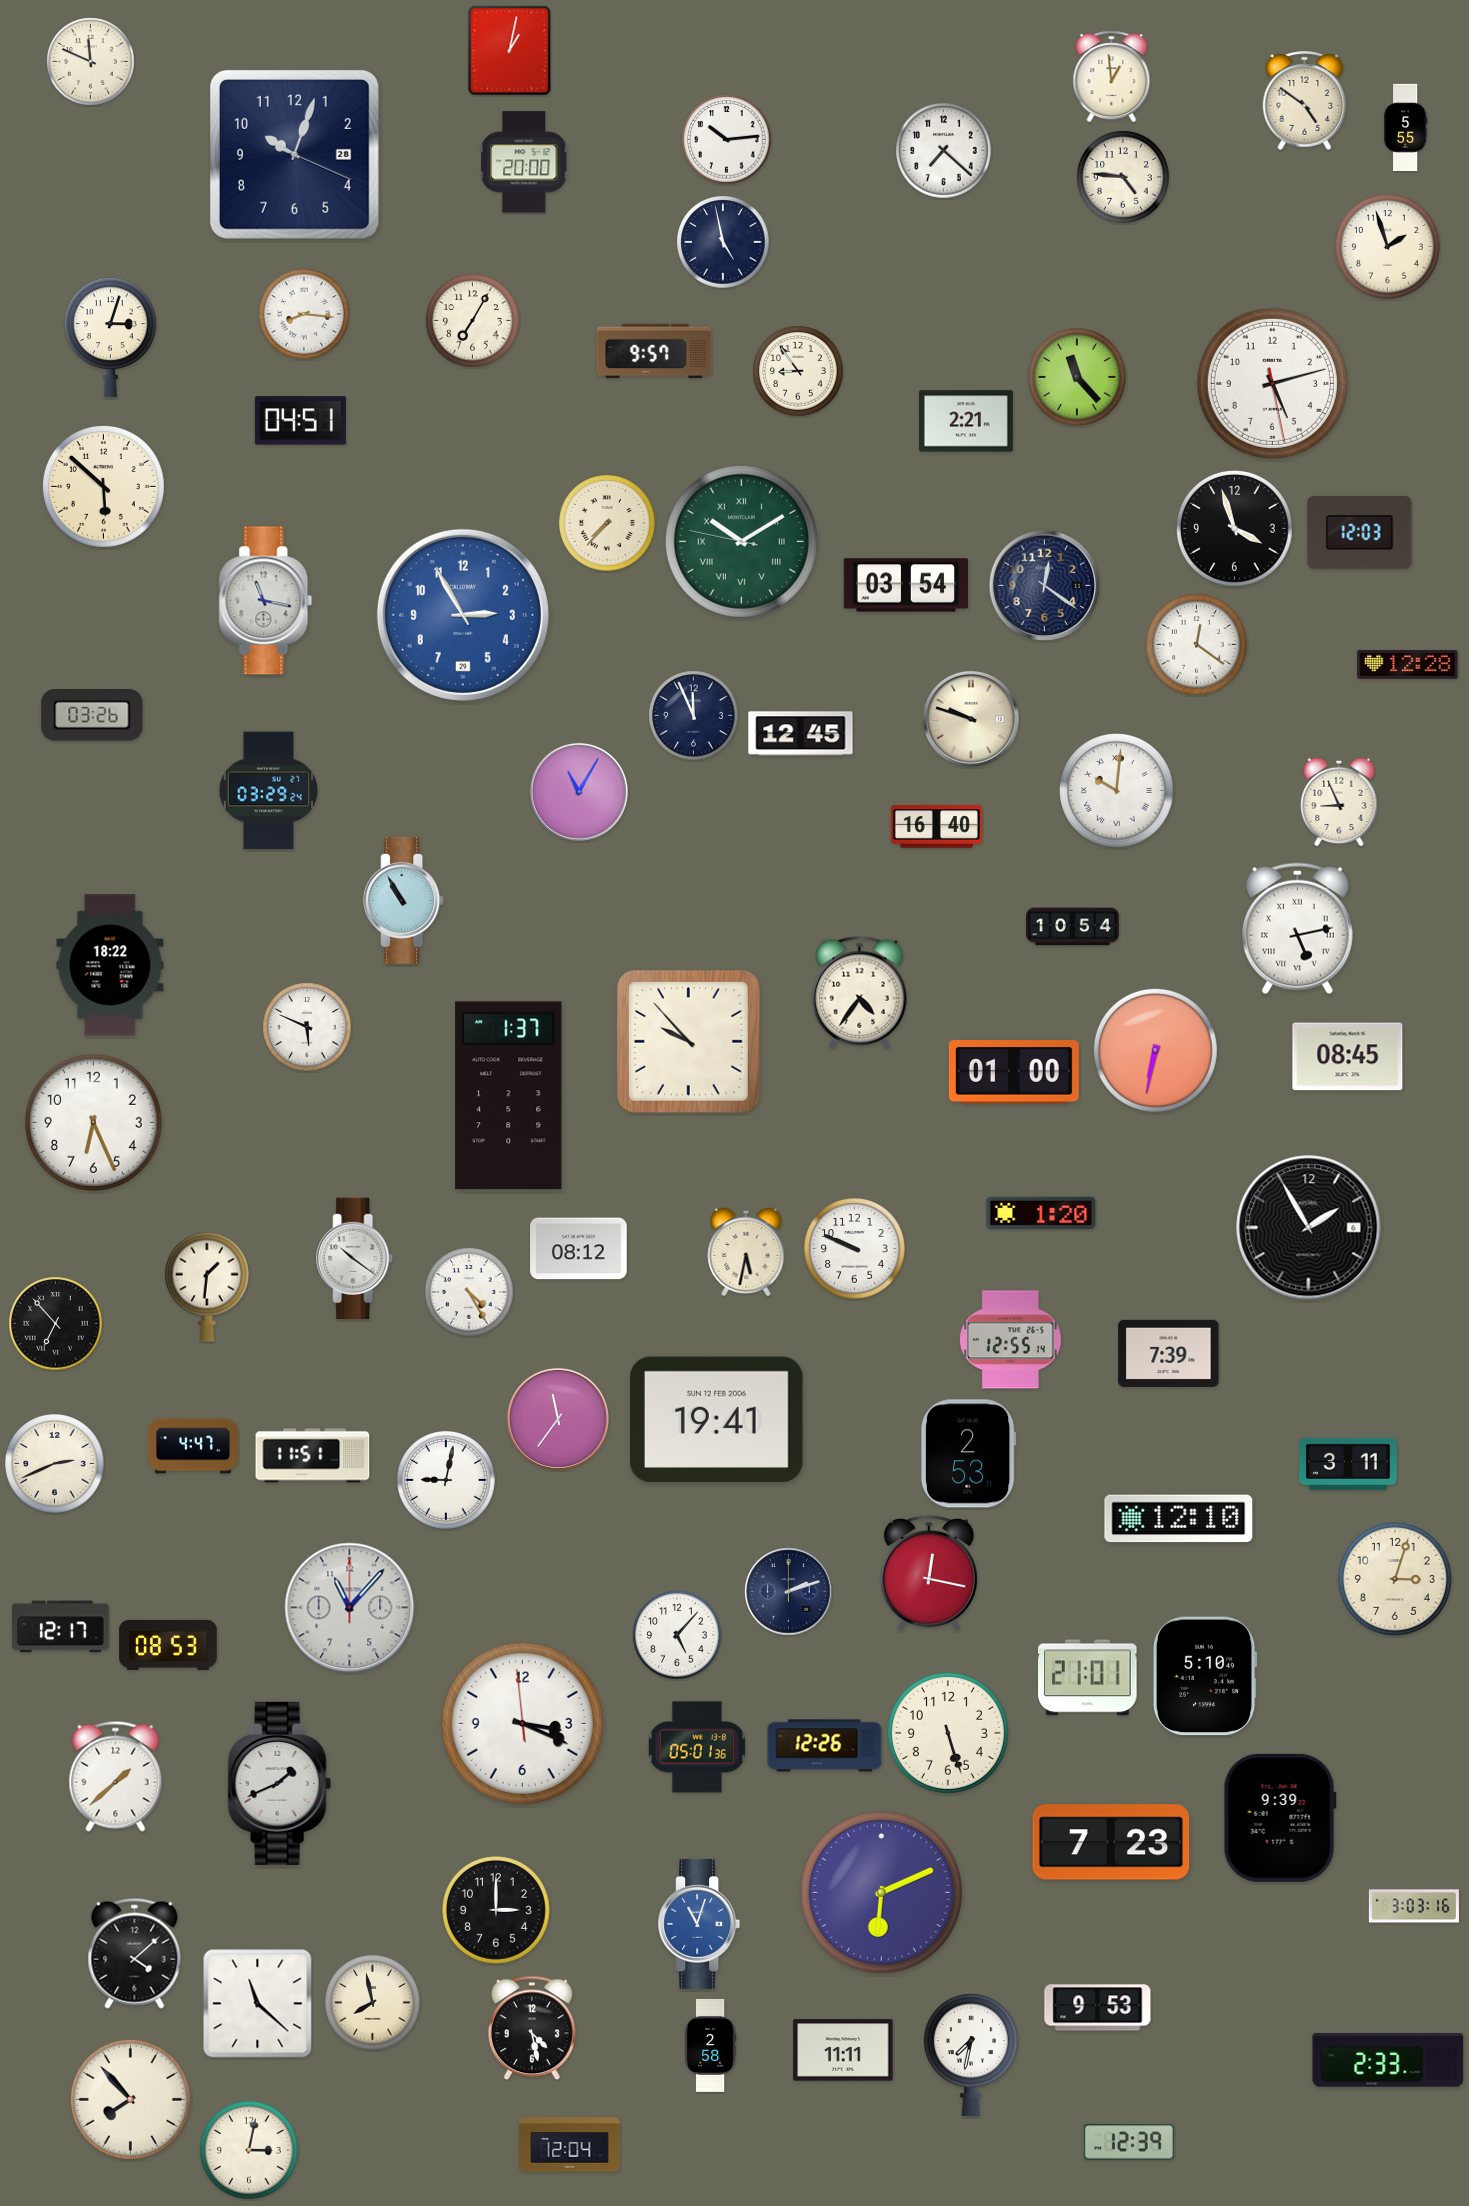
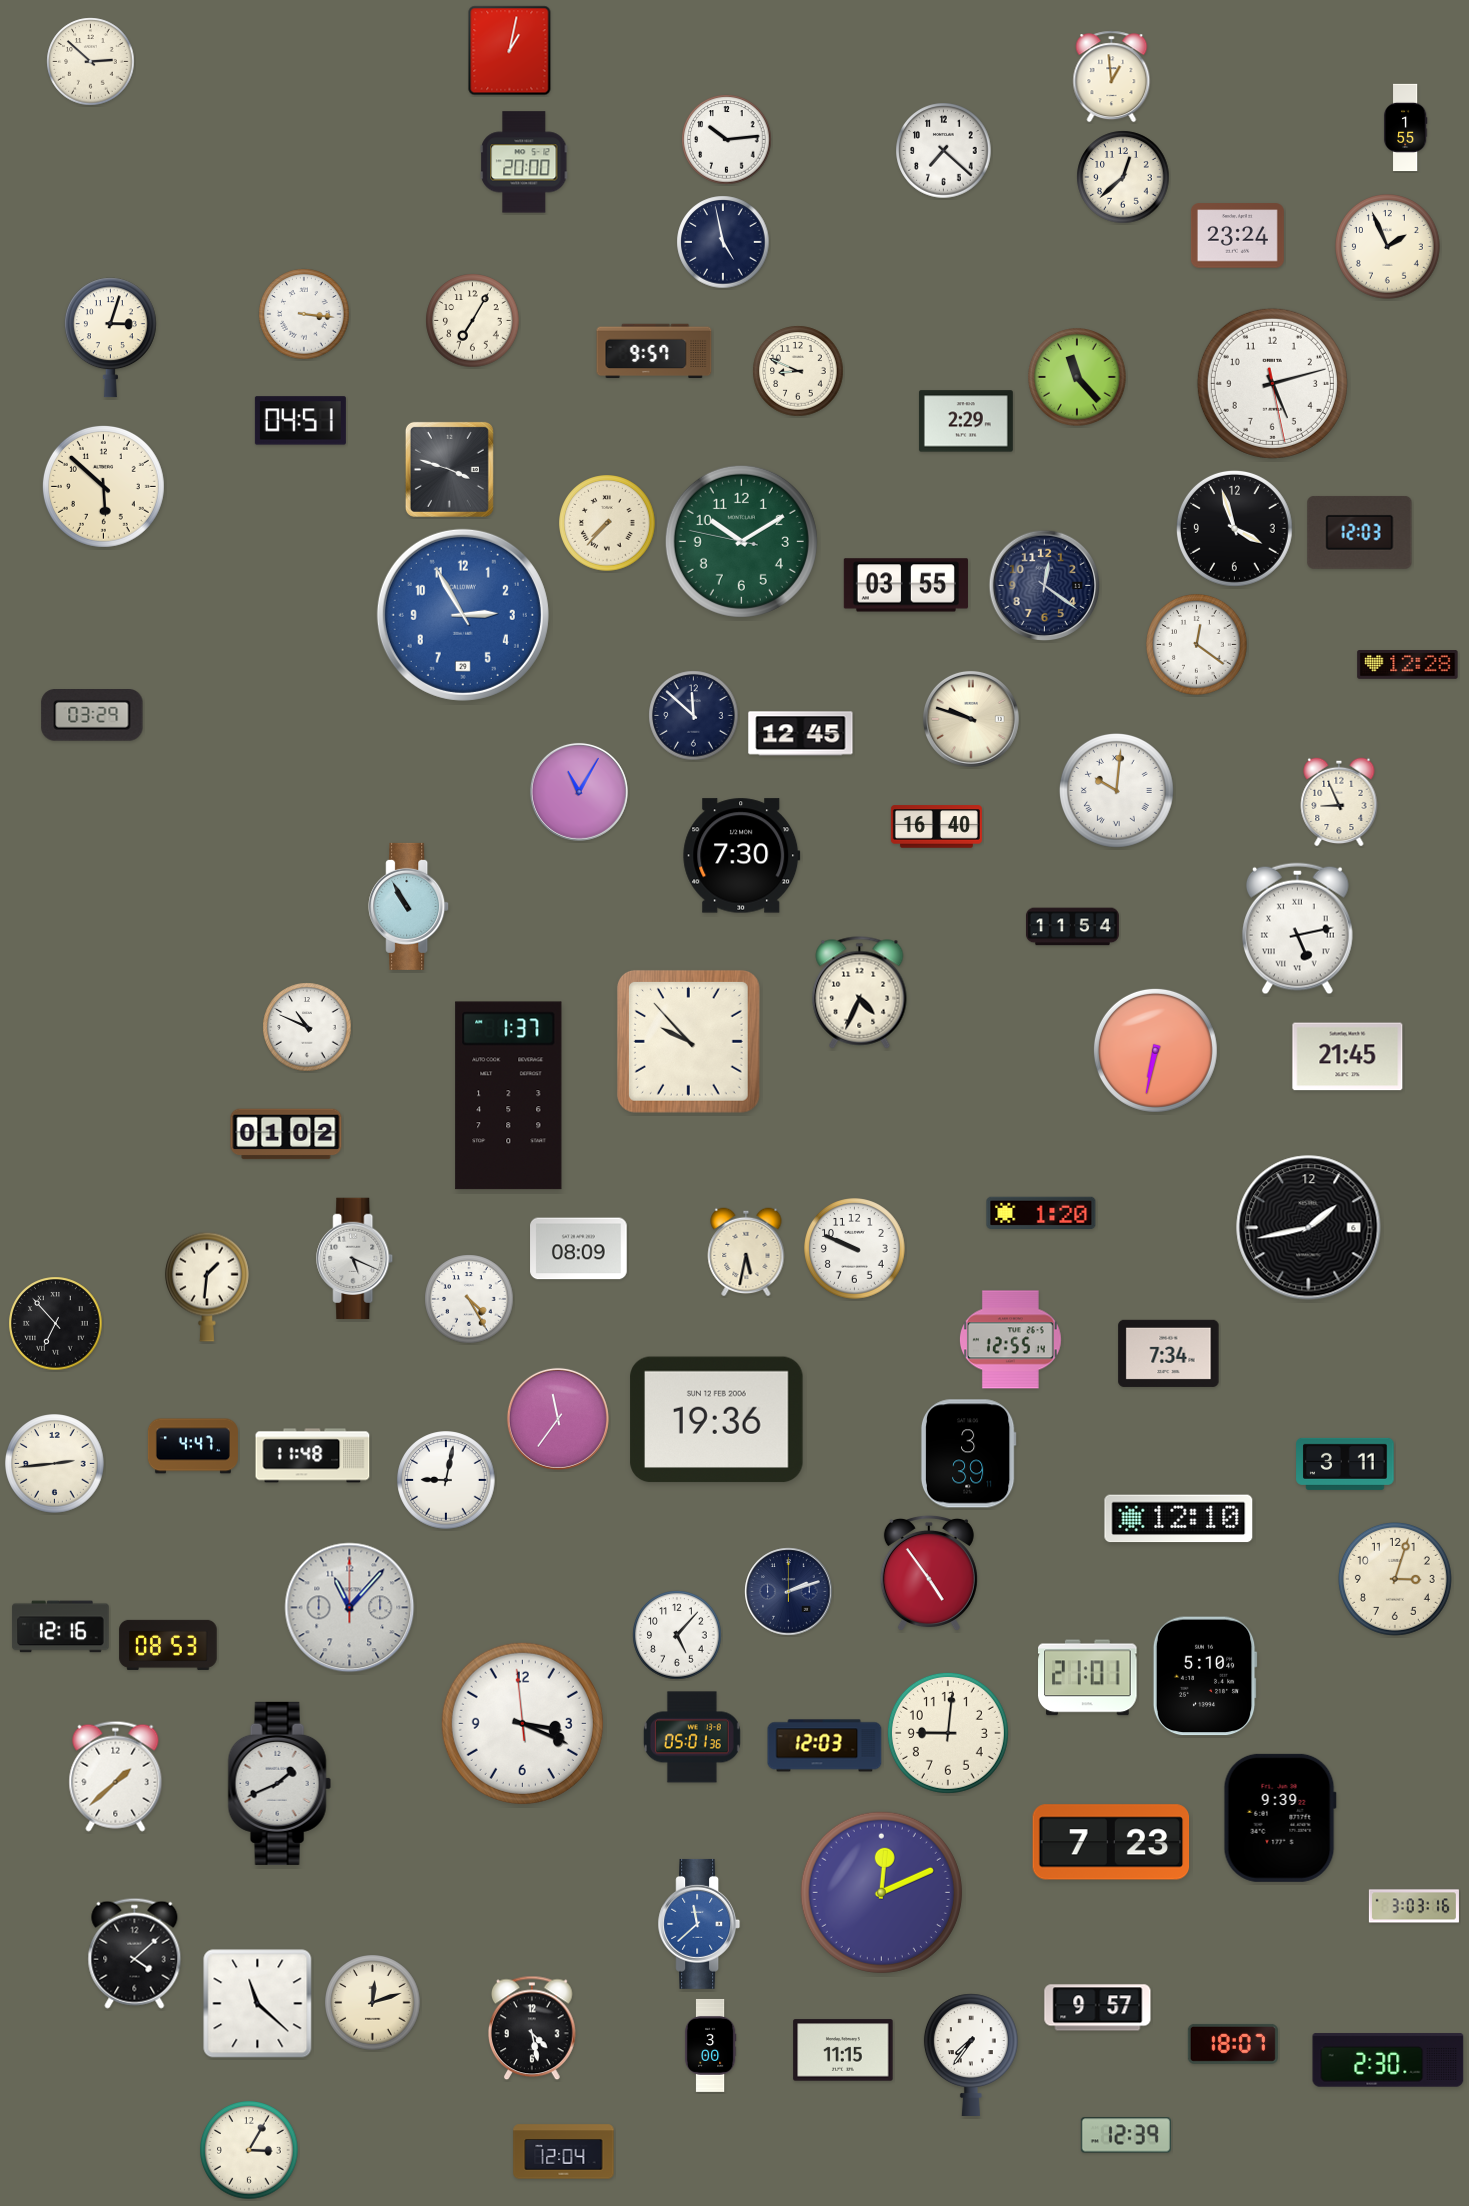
clock at (91, 62): 11:49 -> 2:52
clock at (1305, 100): 4:51 -> none
clock at (1405, 128): 5:55 -> 1:55
clock at (294, 154): 10:03 -> none
clock at (1123, 177): 4:46 -> 12:38
clock at (1237, 236): none -> 23:24
clock at (1388, 247): 1:57 -> 1:56
clock at (304, 314): 8:16 -> 3:16
clock at (798, 371): 8:54 -> 8:49
clock at (966, 421): 2:21 -> 2:29
clock at (449, 469): none -> 3:48
clock at (741, 541) numerals: Roman -> Arabic
clock at (906, 585): 03:54 -> 03:55
clock at (266, 601): 11:17 -> none
clock at (92, 716): 03:26 -> 03:29
clock at (694, 716): 11:56 -> 11:52
clock at (268, 791): 03:29 -> none
clock at (742, 856): none -> 7:30
clock at (404, 900) position: (404, 900) -> (409, 906)
clock at (1072, 927): 10:54 -> 11:54
clock at (110, 965): 18:22 -> none
clock at (860, 993): 4:36 -> 4:34
clock at (307, 1027): 5:49 -> 10:49
clock at (1348, 1057): 08:45 -> 21:45
clock at (1014, 1073): 01:00 -> none
clock at (93, 1122): 6:26 -> none
clock at (286, 1134): none -> 01:02
clock at (1309, 1228): 1:55 -> 1:43
clock at (579, 1249): 08:12 -> 08:09
clock at (355, 1259): 10:21 -> 5:19
clock at (469, 1292) position: (469, 1292) -> (469, 1299)
clock at (1169, 1353): 7:39 -> 7:34
clock at (717, 1420): 19:41 -> 19:36
clock at (968, 1454): 2:53 -> 3:39
clock at (313, 1456): 11:51 -> 11:48
clock at (55, 1464): 2:41 -> 2:44
clock at (1348, 1464) position: (1348, 1464) -> (1345, 1464)
clock at (929, 1573): 12:17 -> 4:54
clock at (61, 1627): 12:17 -> 12:16
clock at (948, 1733): 5:27 -> 9:01
clock at (825, 1746): 12:26 -> 12:03
clock at (697, 1747) position: (697, 1747) -> (692, 1737)
clock at (881, 1892): 6:11 -> 12:11
clock at (497, 1911): 3:00 -> none
clock at (699, 1924): 11:03 -> 11:38
clock at (373, 2003): 7:58 -> 12:12
clock at (1098, 2008): 9:53 -> 9:57
clock at (1233, 2044): none -> 18:07
clock at (710, 2045): 2:58 -> 3:00
clock at (843, 2050): 11:11 -> 11:15
clock at (971, 2054): 7:32 -> 7:36
clock at (1388, 2060): 2:33 -> 2:30
clock at (130, 2099): 7:53 -> none
clock at (1129, 2142) position: (1129, 2142) -> (1126, 2135)
clock at (570, 2145) position: (570, 2145) -> (564, 2152)
clock at (249, 2150): 3:02 -> 3:05
